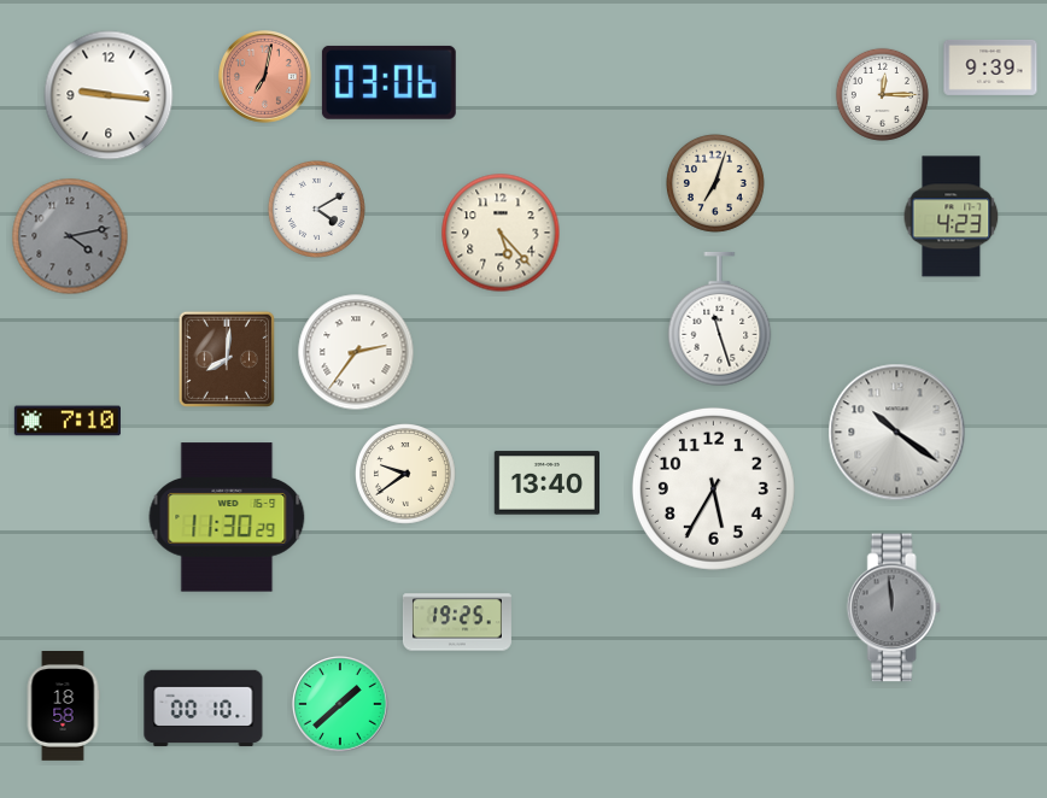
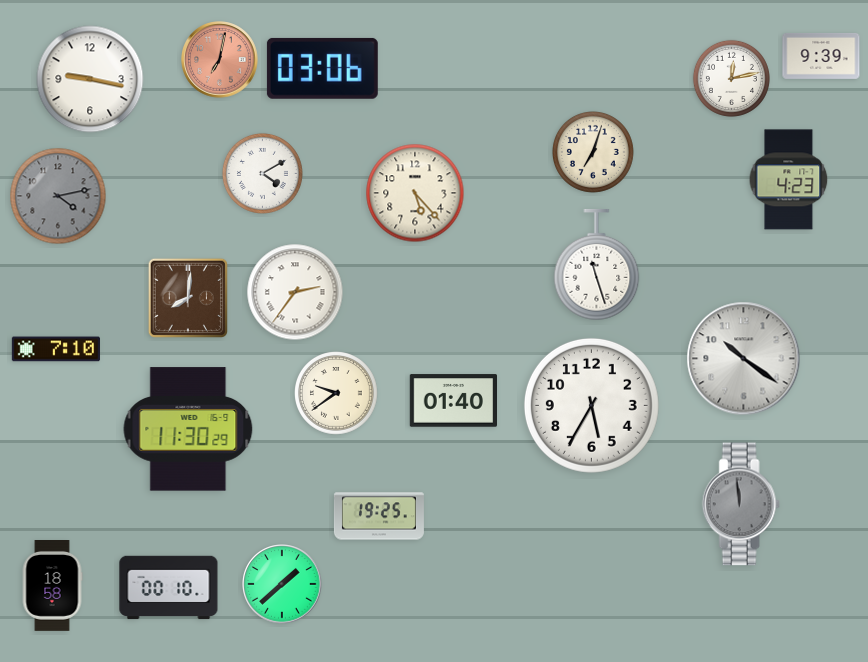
clock at (265, 77) position: (265, 77) -> (220, 60)
clock at (882, 94): 12:15 -> 12:13
clock at (109, 95): 9:16 -> 9:17
clock at (546, 483): 13:40 -> 01:40
